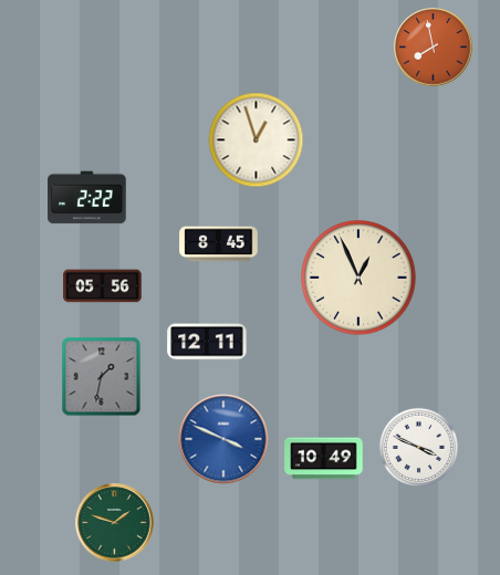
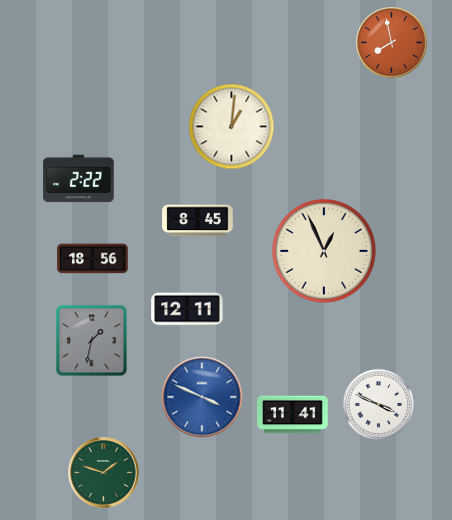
clock at (257, 140): 12:57 -> 1:01
clock at (103, 286): 05:56 -> 18:56
clock at (324, 459): 10:49 -> 11:41
